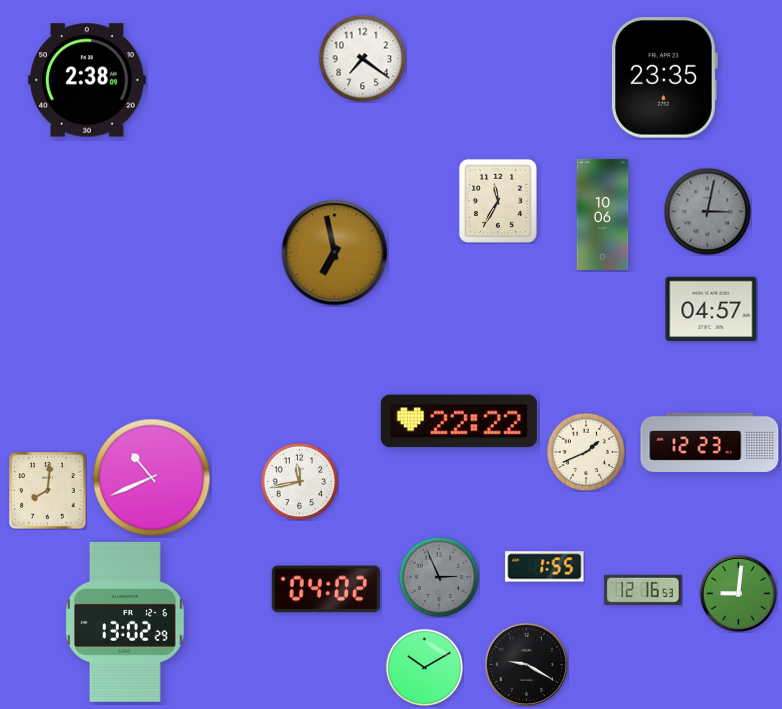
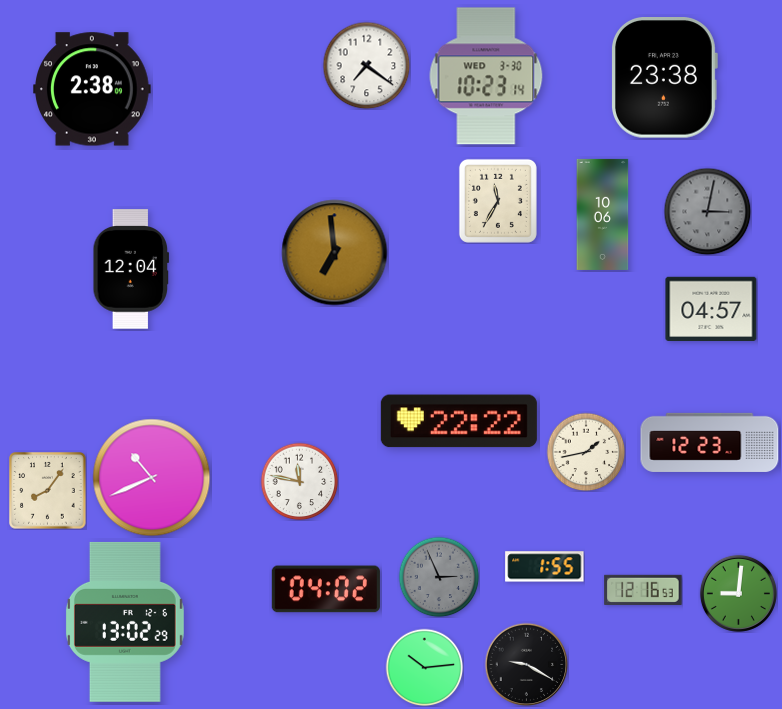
clock at (362, 58) position: (362, 58) -> (366, 65)
clock at (486, 76): none -> 10:23
clock at (665, 78): 23:35 -> 23:38
clock at (88, 80) position: (88, 80) -> (93, 89)
clock at (335, 253): 6:58 -> 6:59
clock at (131, 269): none -> 12:04
clock at (586, 452): 1:41 -> 1:43
clock at (299, 481): 11:43 -> 11:47
clock at (48, 491): 8:01 -> 8:06
clock at (424, 667): 10:10 -> 10:14
